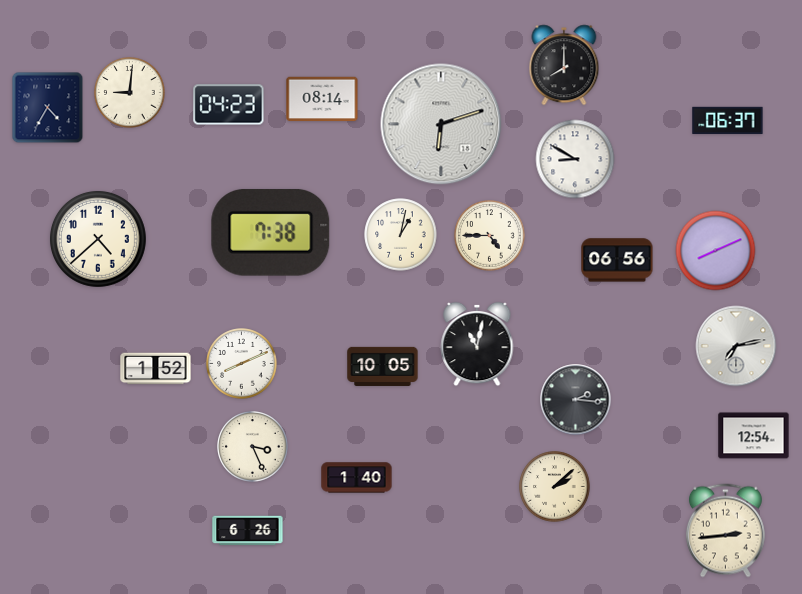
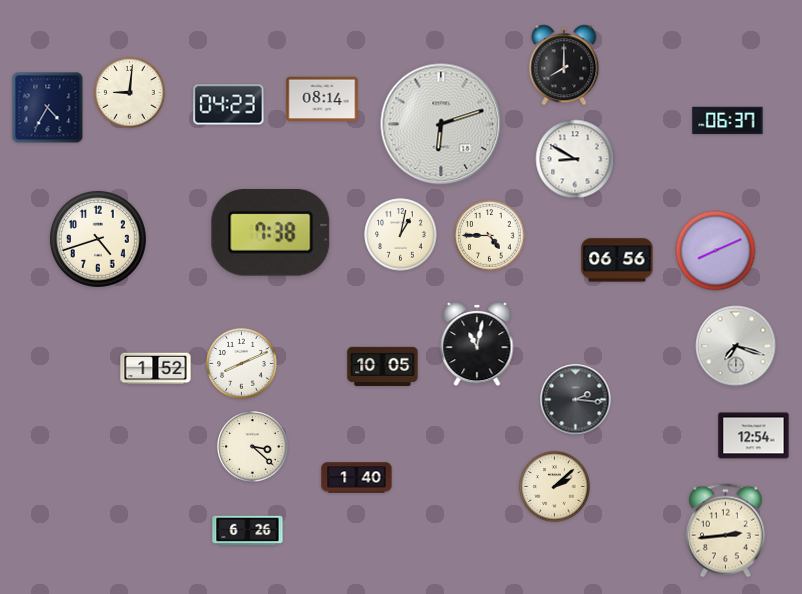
clock at (98, 239): 4:38 -> 4:42
clock at (736, 346): 7:13 -> 7:18
clock at (253, 447): 3:26 -> 3:22
